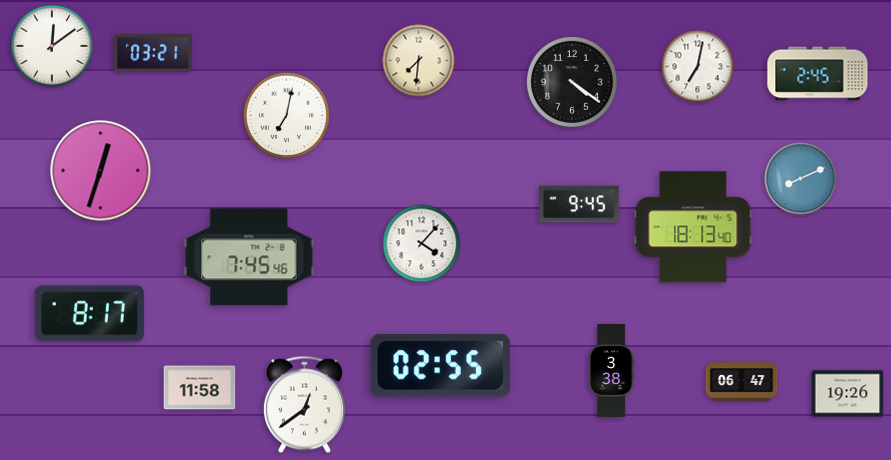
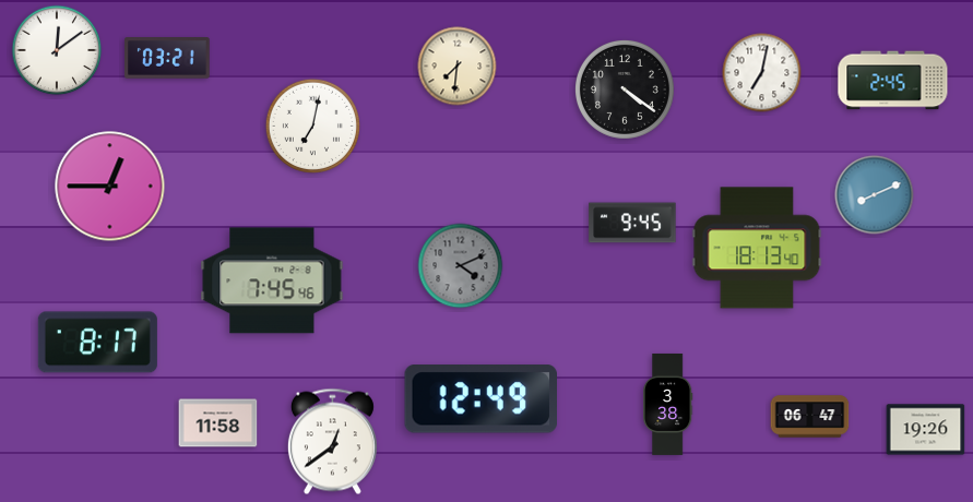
clock at (101, 171): 12:33 -> 12:45
clock at (422, 244): 4:07 -> 4:11
clock at (422, 244) dial: white -> grey
clock at (440, 366): 02:55 -> 12:49
